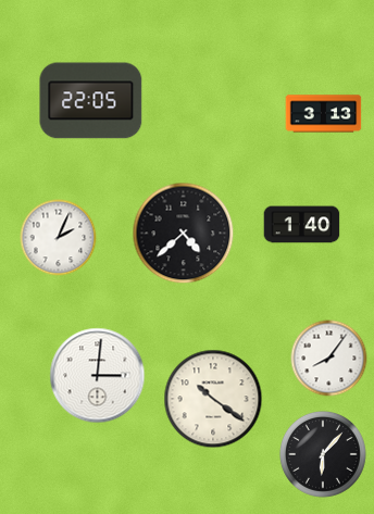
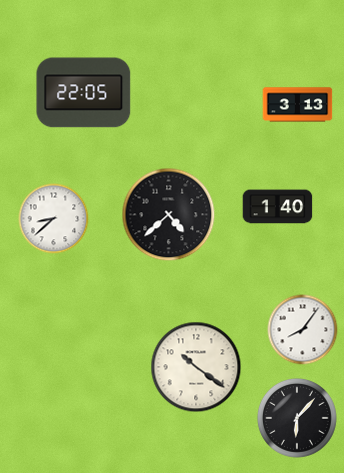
clock at (59, 238): 2:04 -> 8:38
clock at (98, 376): 3:01 -> none
